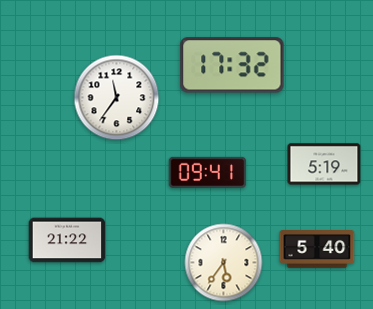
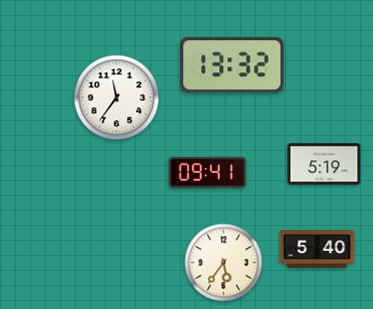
clock at (232, 65): 17:32 -> 13:32
clock at (67, 240): 21:22 -> none
